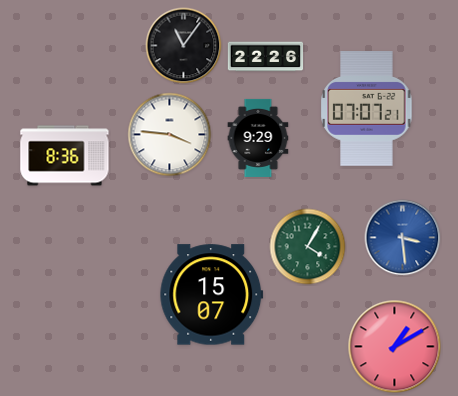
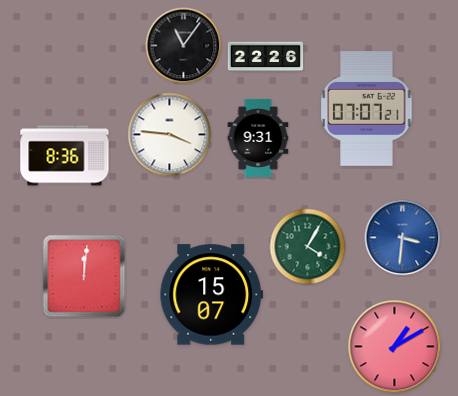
clock at (258, 138): 9:29 -> 9:31
clock at (403, 238): 3:29 -> 3:31
clock at (84, 276): none -> 12:01
